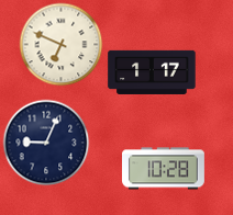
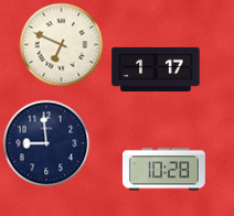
clock at (152, 72) position: (152, 72) -> (156, 69)
clock at (46, 143): 9:04 -> 8:59
